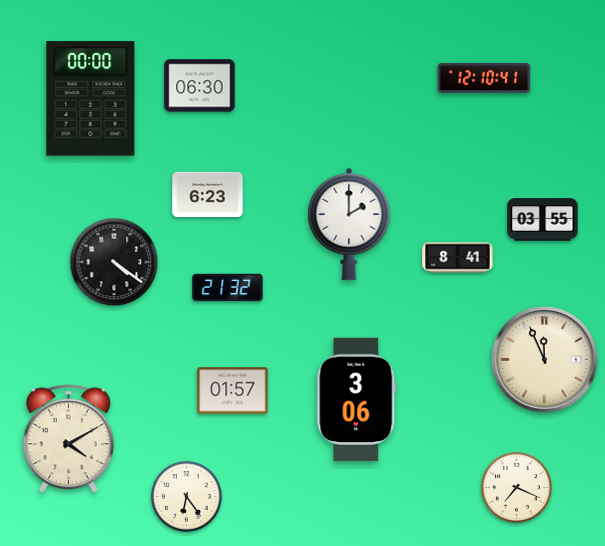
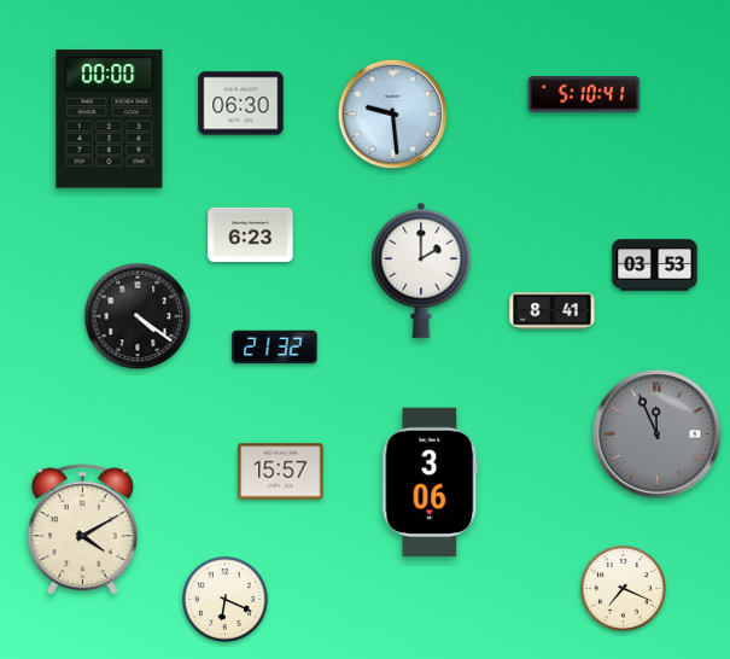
clock at (484, 78): 12:10 -> 5:10
clock at (393, 115): none -> 9:29
clock at (543, 220): 03:55 -> 03:53
clock at (545, 360) dial: cream -> grey
clock at (233, 391): 01:57 -> 15:57
clock at (187, 497): 6:24 -> 6:19
